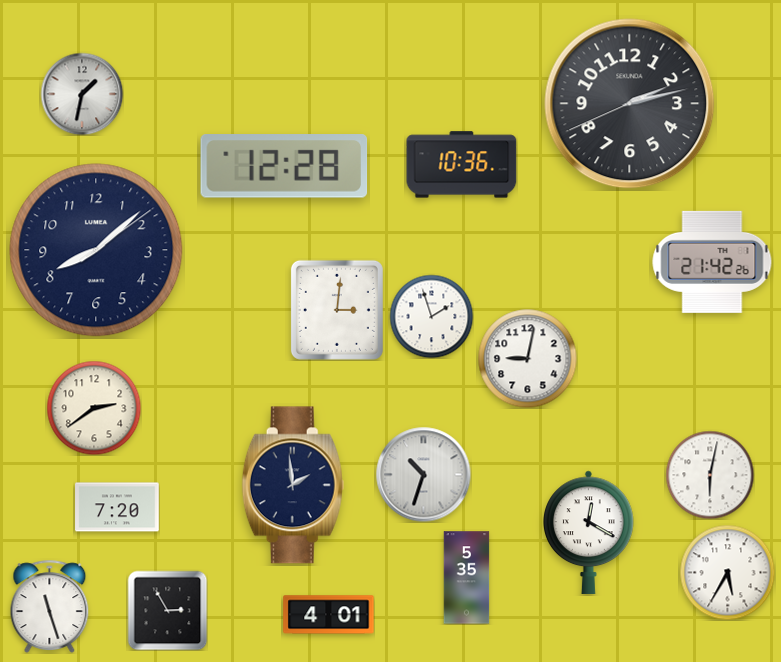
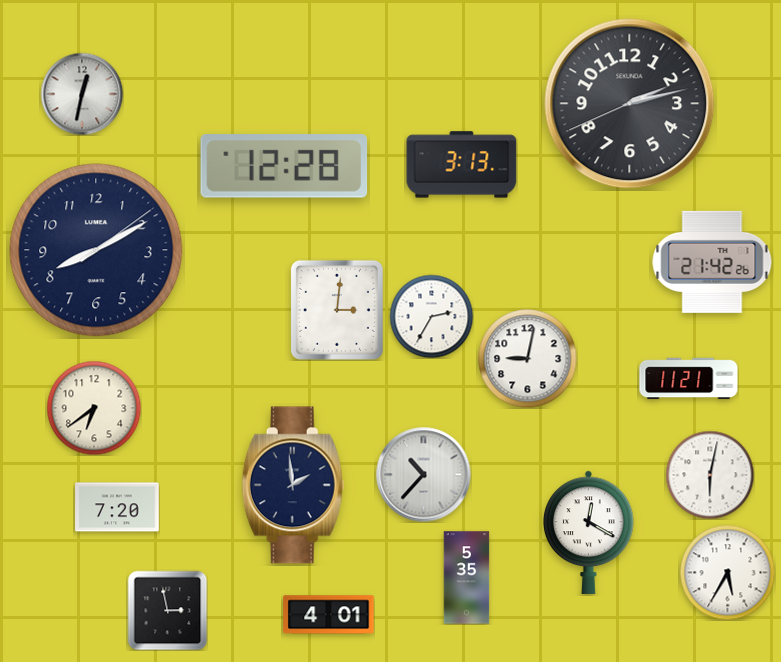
clock at (82, 94): 1:32 -> 12:32
clock at (462, 165): 10:36 -> 3:13
clock at (96, 250): 8:08 -> 8:10
clock at (431, 316): 1:57 -> 2:35
clock at (689, 379): none -> 11:21
clock at (94, 408): 2:39 -> 6:39
clock at (423, 474): 10:33 -> 10:37
clock at (50, 606): 11:27 -> none
clock at (167, 610): 2:55 -> 2:58
